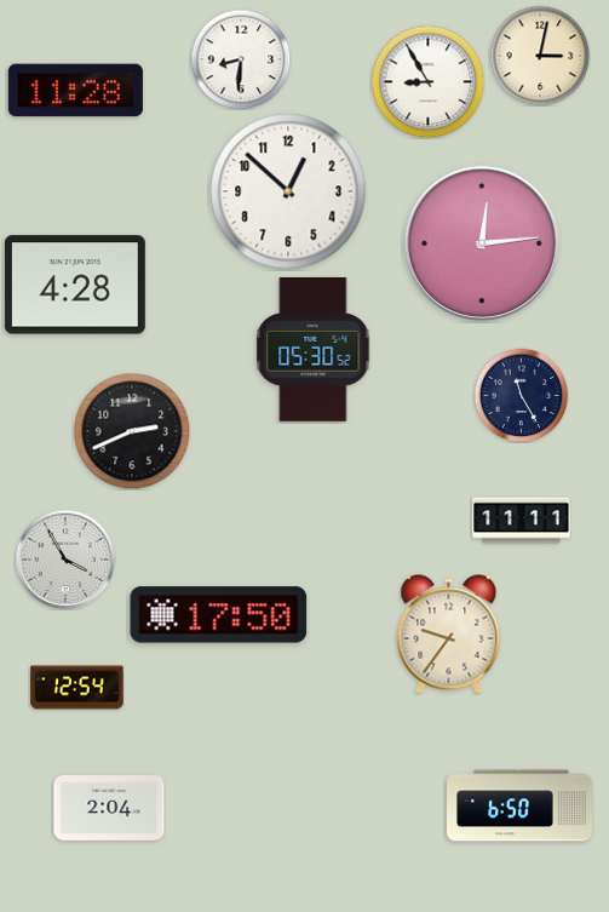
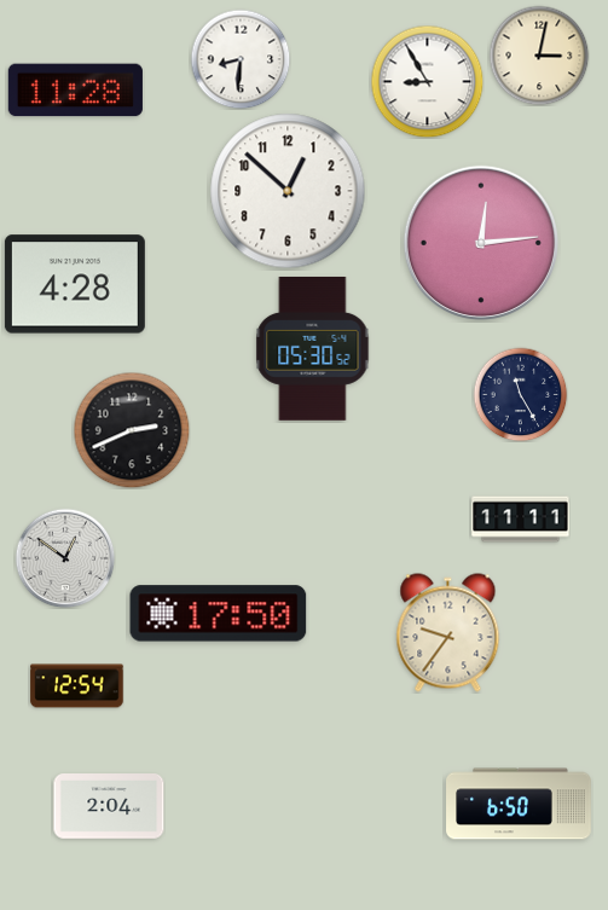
clock at (65, 560): 3:55 -> 12:51
